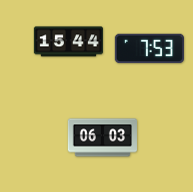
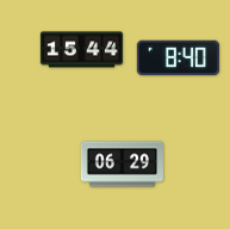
clock at (149, 49): 7:53 -> 8:40
clock at (102, 138): 06:03 -> 06:29
